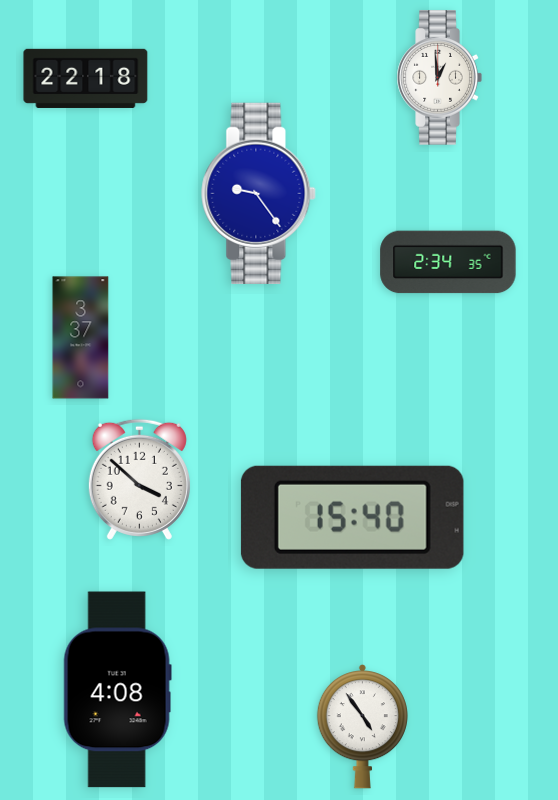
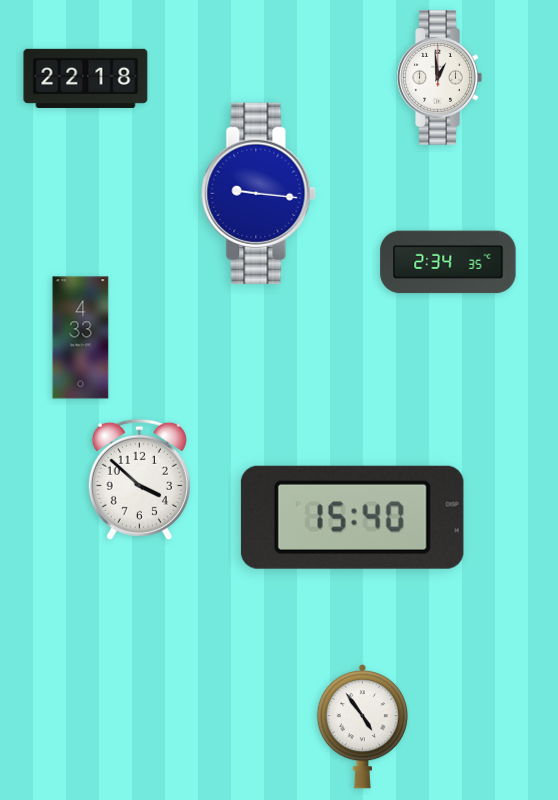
clock at (259, 193): 9:24 -> 9:16
clock at (81, 338): 3:37 -> 4:33
clock at (117, 690): 4:08 -> none
